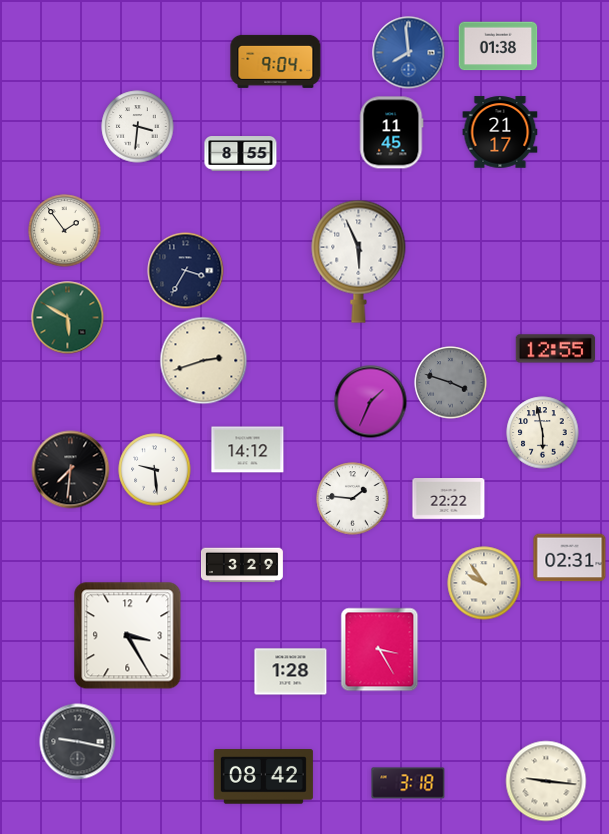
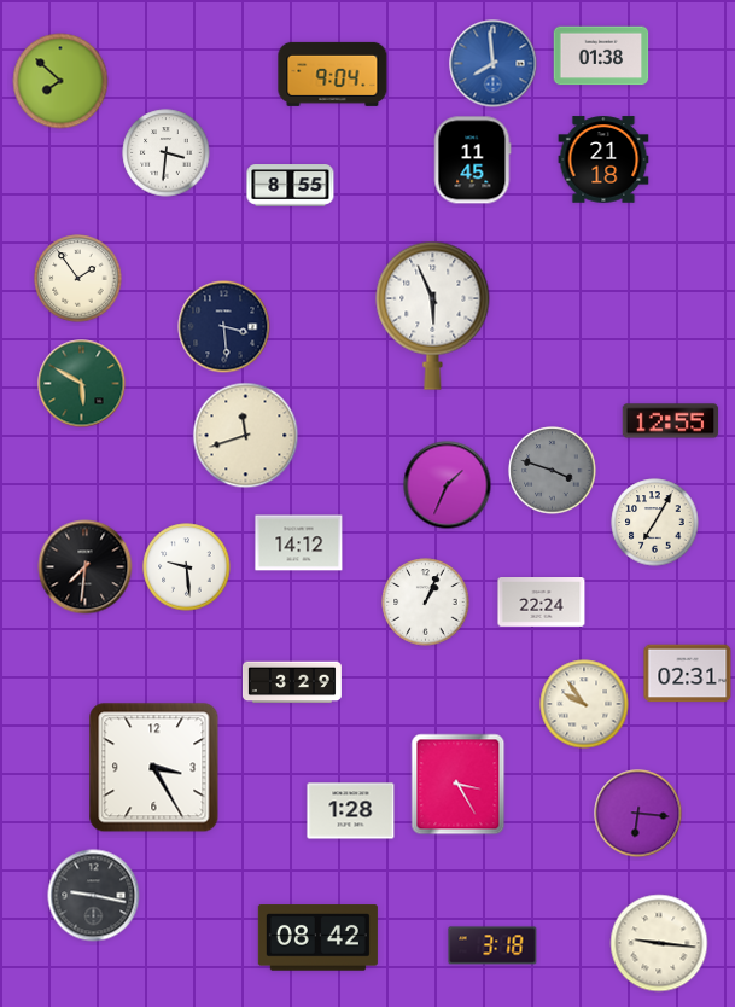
clock at (60, 81): none -> 7:52
clock at (500, 132): 21:17 -> 21:18
clock at (186, 271): 3:35 -> 3:29
clock at (204, 361): 2:42 -> 11:42
clock at (451, 383) position: (451, 383) -> (553, 471)
clock at (543, 433): 5:58 -> 7:05
clock at (353, 499): 1:46 -> 1:04
clock at (449, 499): 22:22 -> 22:24
clock at (638, 814): none -> 6:16
